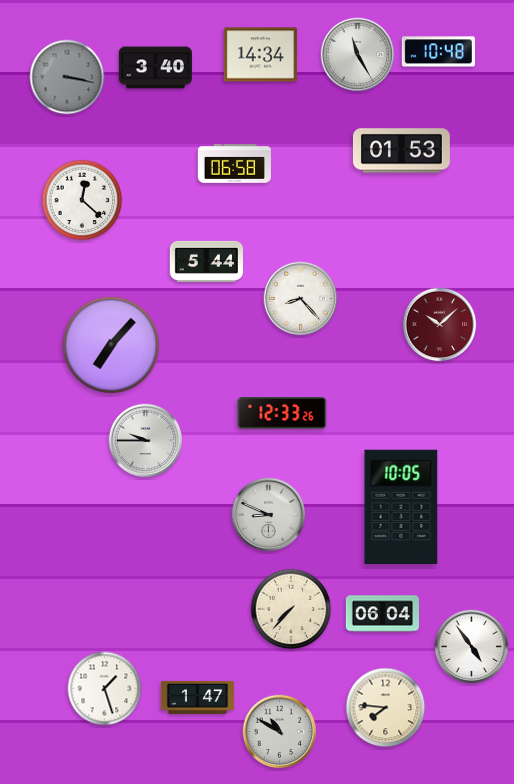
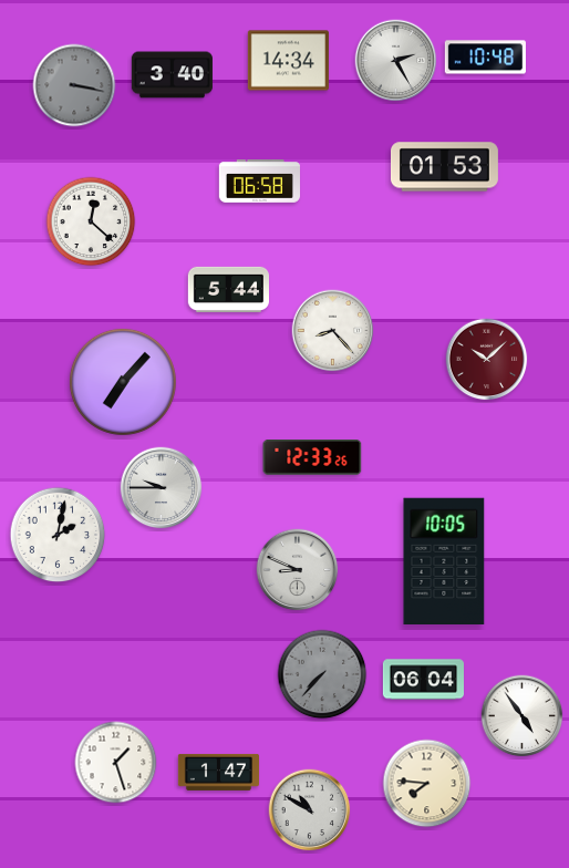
clock at (358, 55): 11:25 -> 2:25
clock at (58, 535): none -> 2:02
clock at (291, 609) dial: cream -> grey
